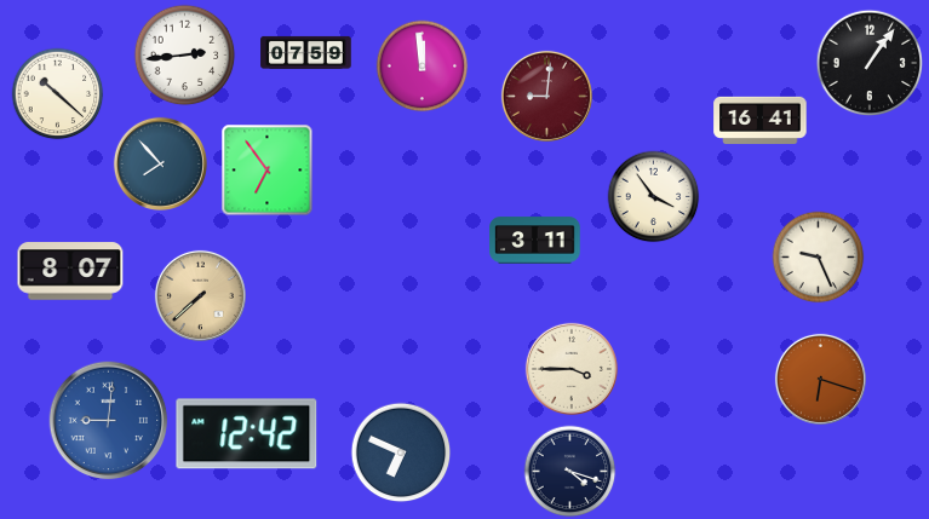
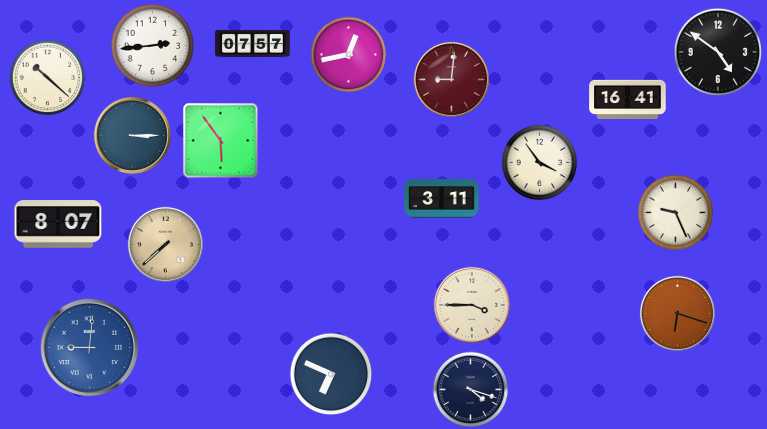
clock at (306, 52): 07:59 -> 07:57
clock at (870, 63): 1:06 -> 4:51
clock at (423, 67): 11:59 -> 12:43
clock at (160, 163): 7:53 -> 3:15
clock at (268, 171): 6:54 -> 5:54
clock at (247, 434): 12:42 -> none
